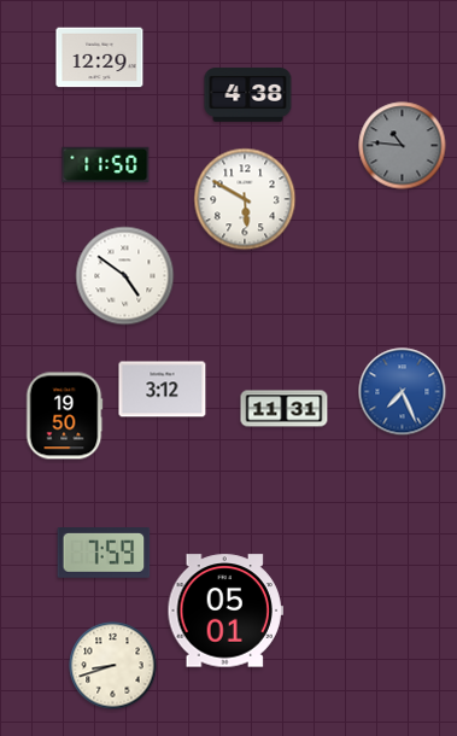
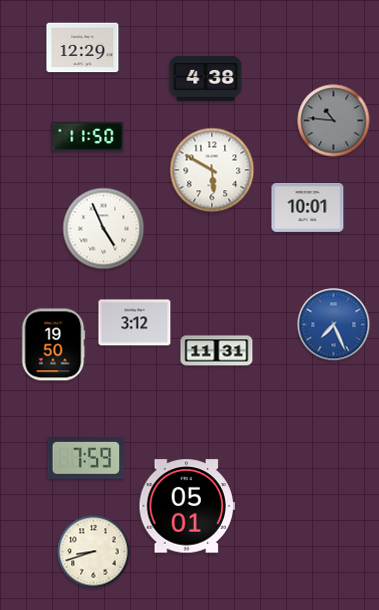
clock at (245, 199) position: (245, 199) -> (212, 170)
clock at (308, 207): none -> 10:01
clock at (125, 276): 4:51 -> 4:56
clock at (285, 409) position: (285, 409) -> (217, 351)
